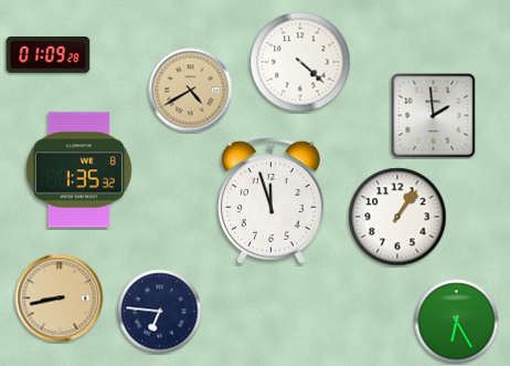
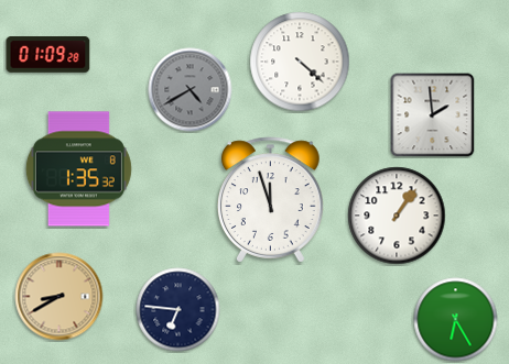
clock at (191, 91) dial: champagne -> grey
clock at (60, 299): 8:43 -> 8:40
clock at (160, 312) position: (160, 312) -> (178, 310)
